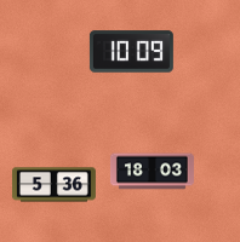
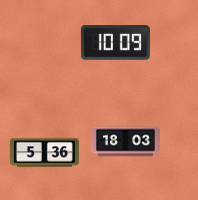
clock at (131, 52) position: (131, 52) -> (115, 43)
